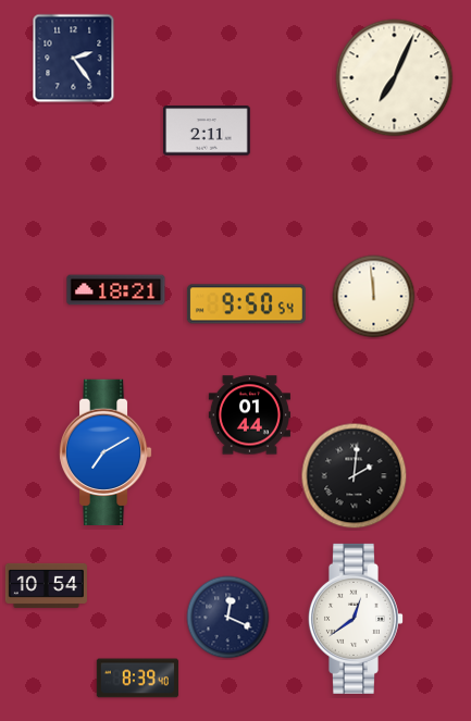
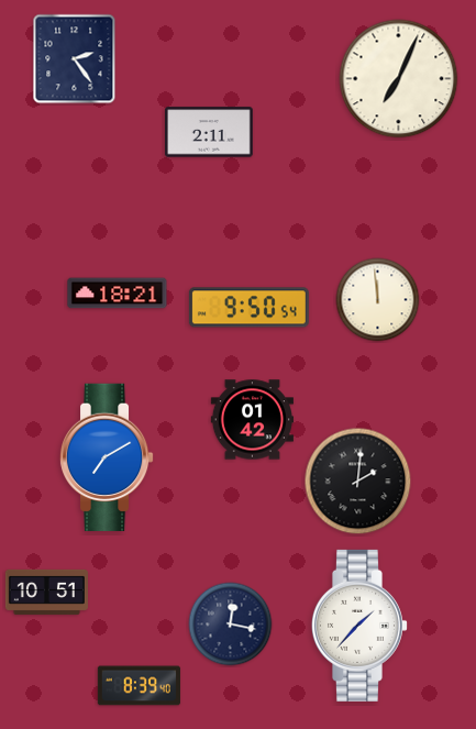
clock at (249, 415): 01:44 -> 01:42
clock at (46, 585): 10:54 -> 10:51
clock at (228, 618): 12:19 -> 12:17
clock at (356, 619): 12:39 -> 1:37
